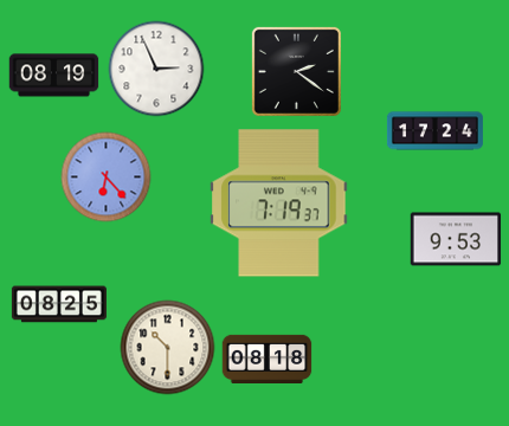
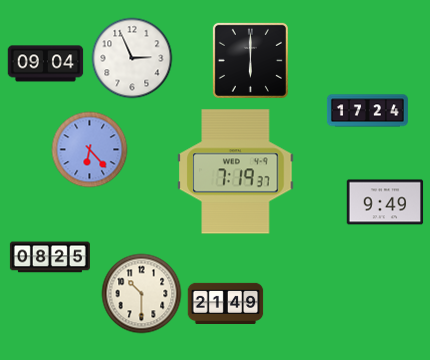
clock at (296, 71): 2:21 -> 6:00
clock at (54, 76): 08:19 -> 09:04
clock at (456, 239): 9:53 -> 9:49
clock at (268, 359): 08:18 -> 21:49
